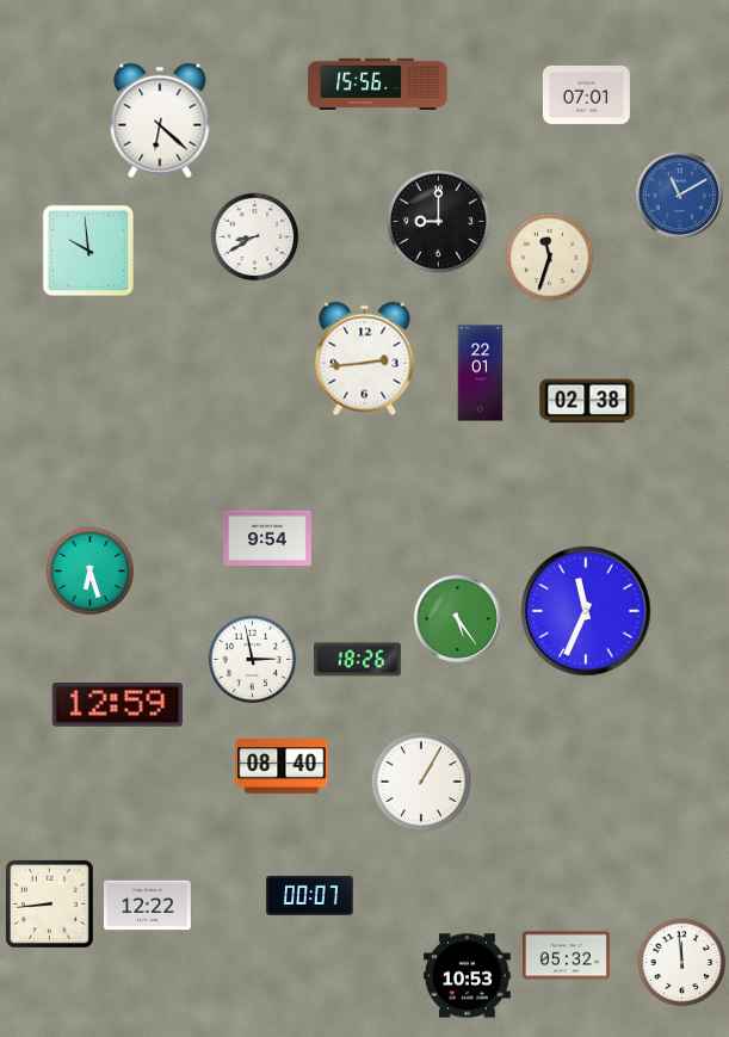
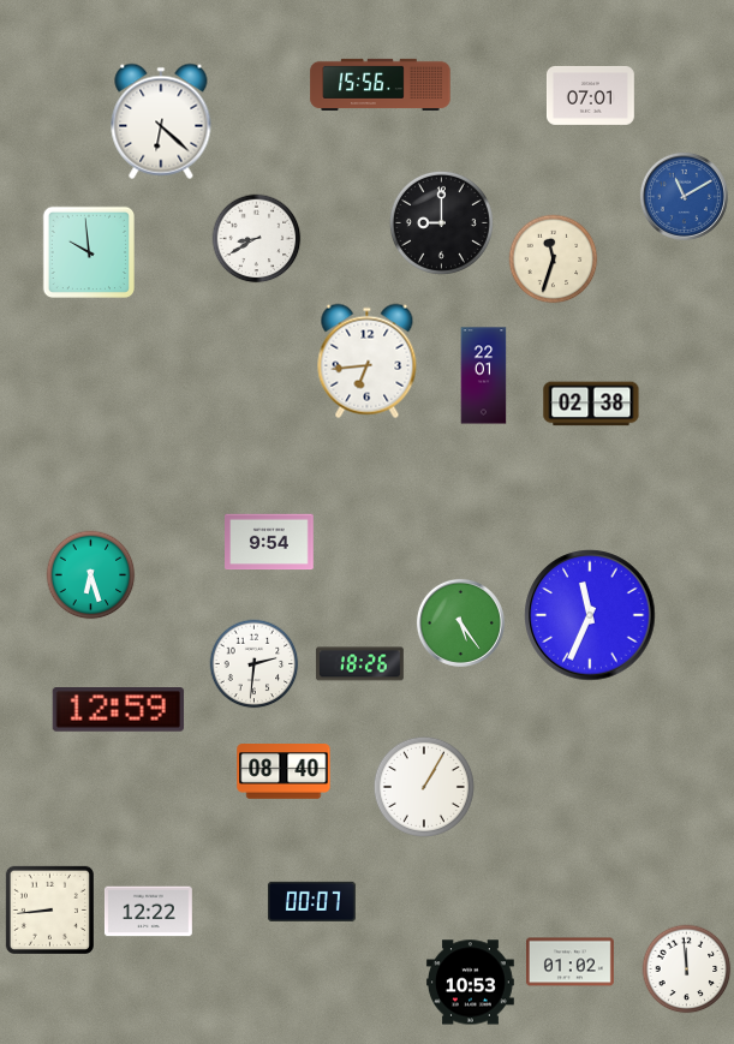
clock at (365, 359): 2:44 -> 6:44
clock at (253, 660): 2:58 -> 2:31
clock at (566, 956): 05:32 -> 01:02
